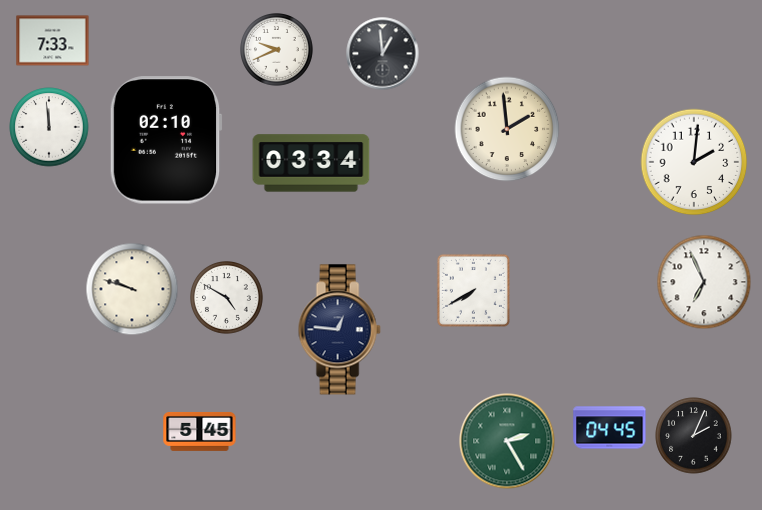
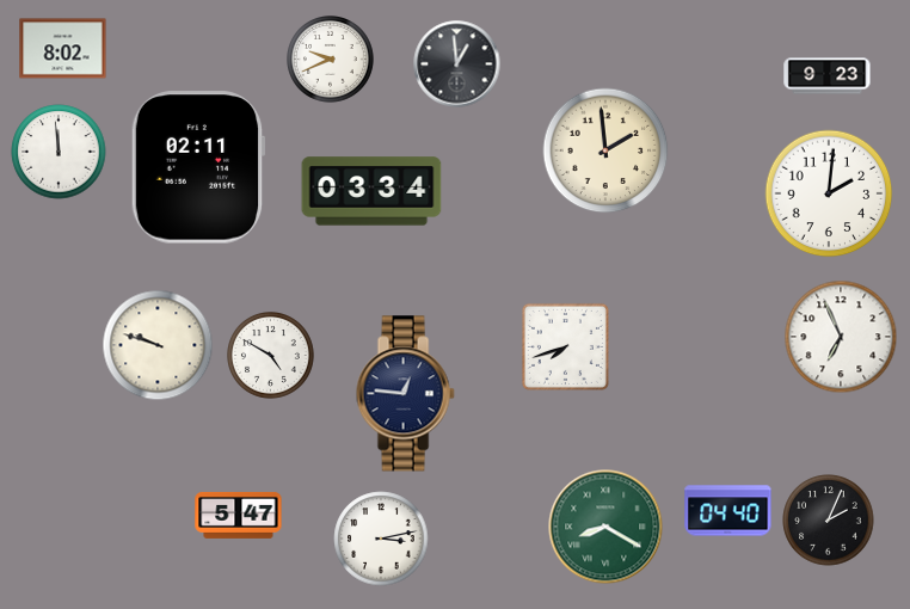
clock at (53, 41): 7:33 -> 8:02
clock at (828, 76): none -> 9:23
clock at (507, 129) position: (507, 129) -> (605, 150)
clock at (166, 140): 02:10 -> 02:11
clock at (311, 163) position: (311, 163) -> (371, 191)
clock at (473, 290): 7:40 -> 7:42
clock at (610, 428): 04:45 -> 04:40
clock at (200, 431): 5:45 -> 5:47
clock at (507, 441): 2:25 -> 8:20
clock at (381, 539): none -> 3:13
